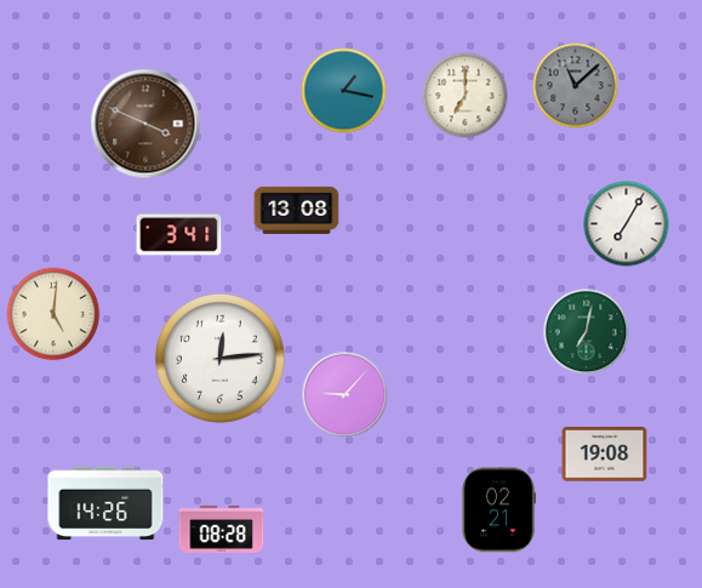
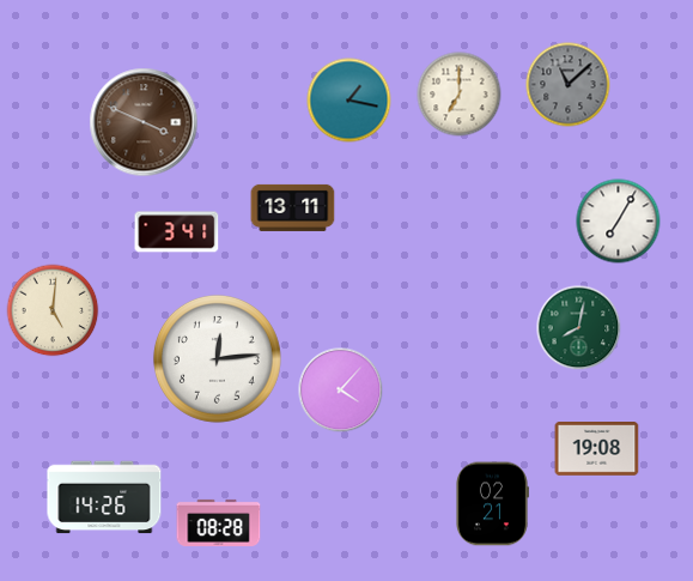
clock at (344, 91) position: (344, 91) -> (349, 101)
clock at (297, 210): 13:08 -> 13:11
clock at (587, 332): 7:02 -> 8:02
clock at (219, 358) position: (219, 358) -> (217, 358)
clock at (346, 395): 9:07 -> 4:07
